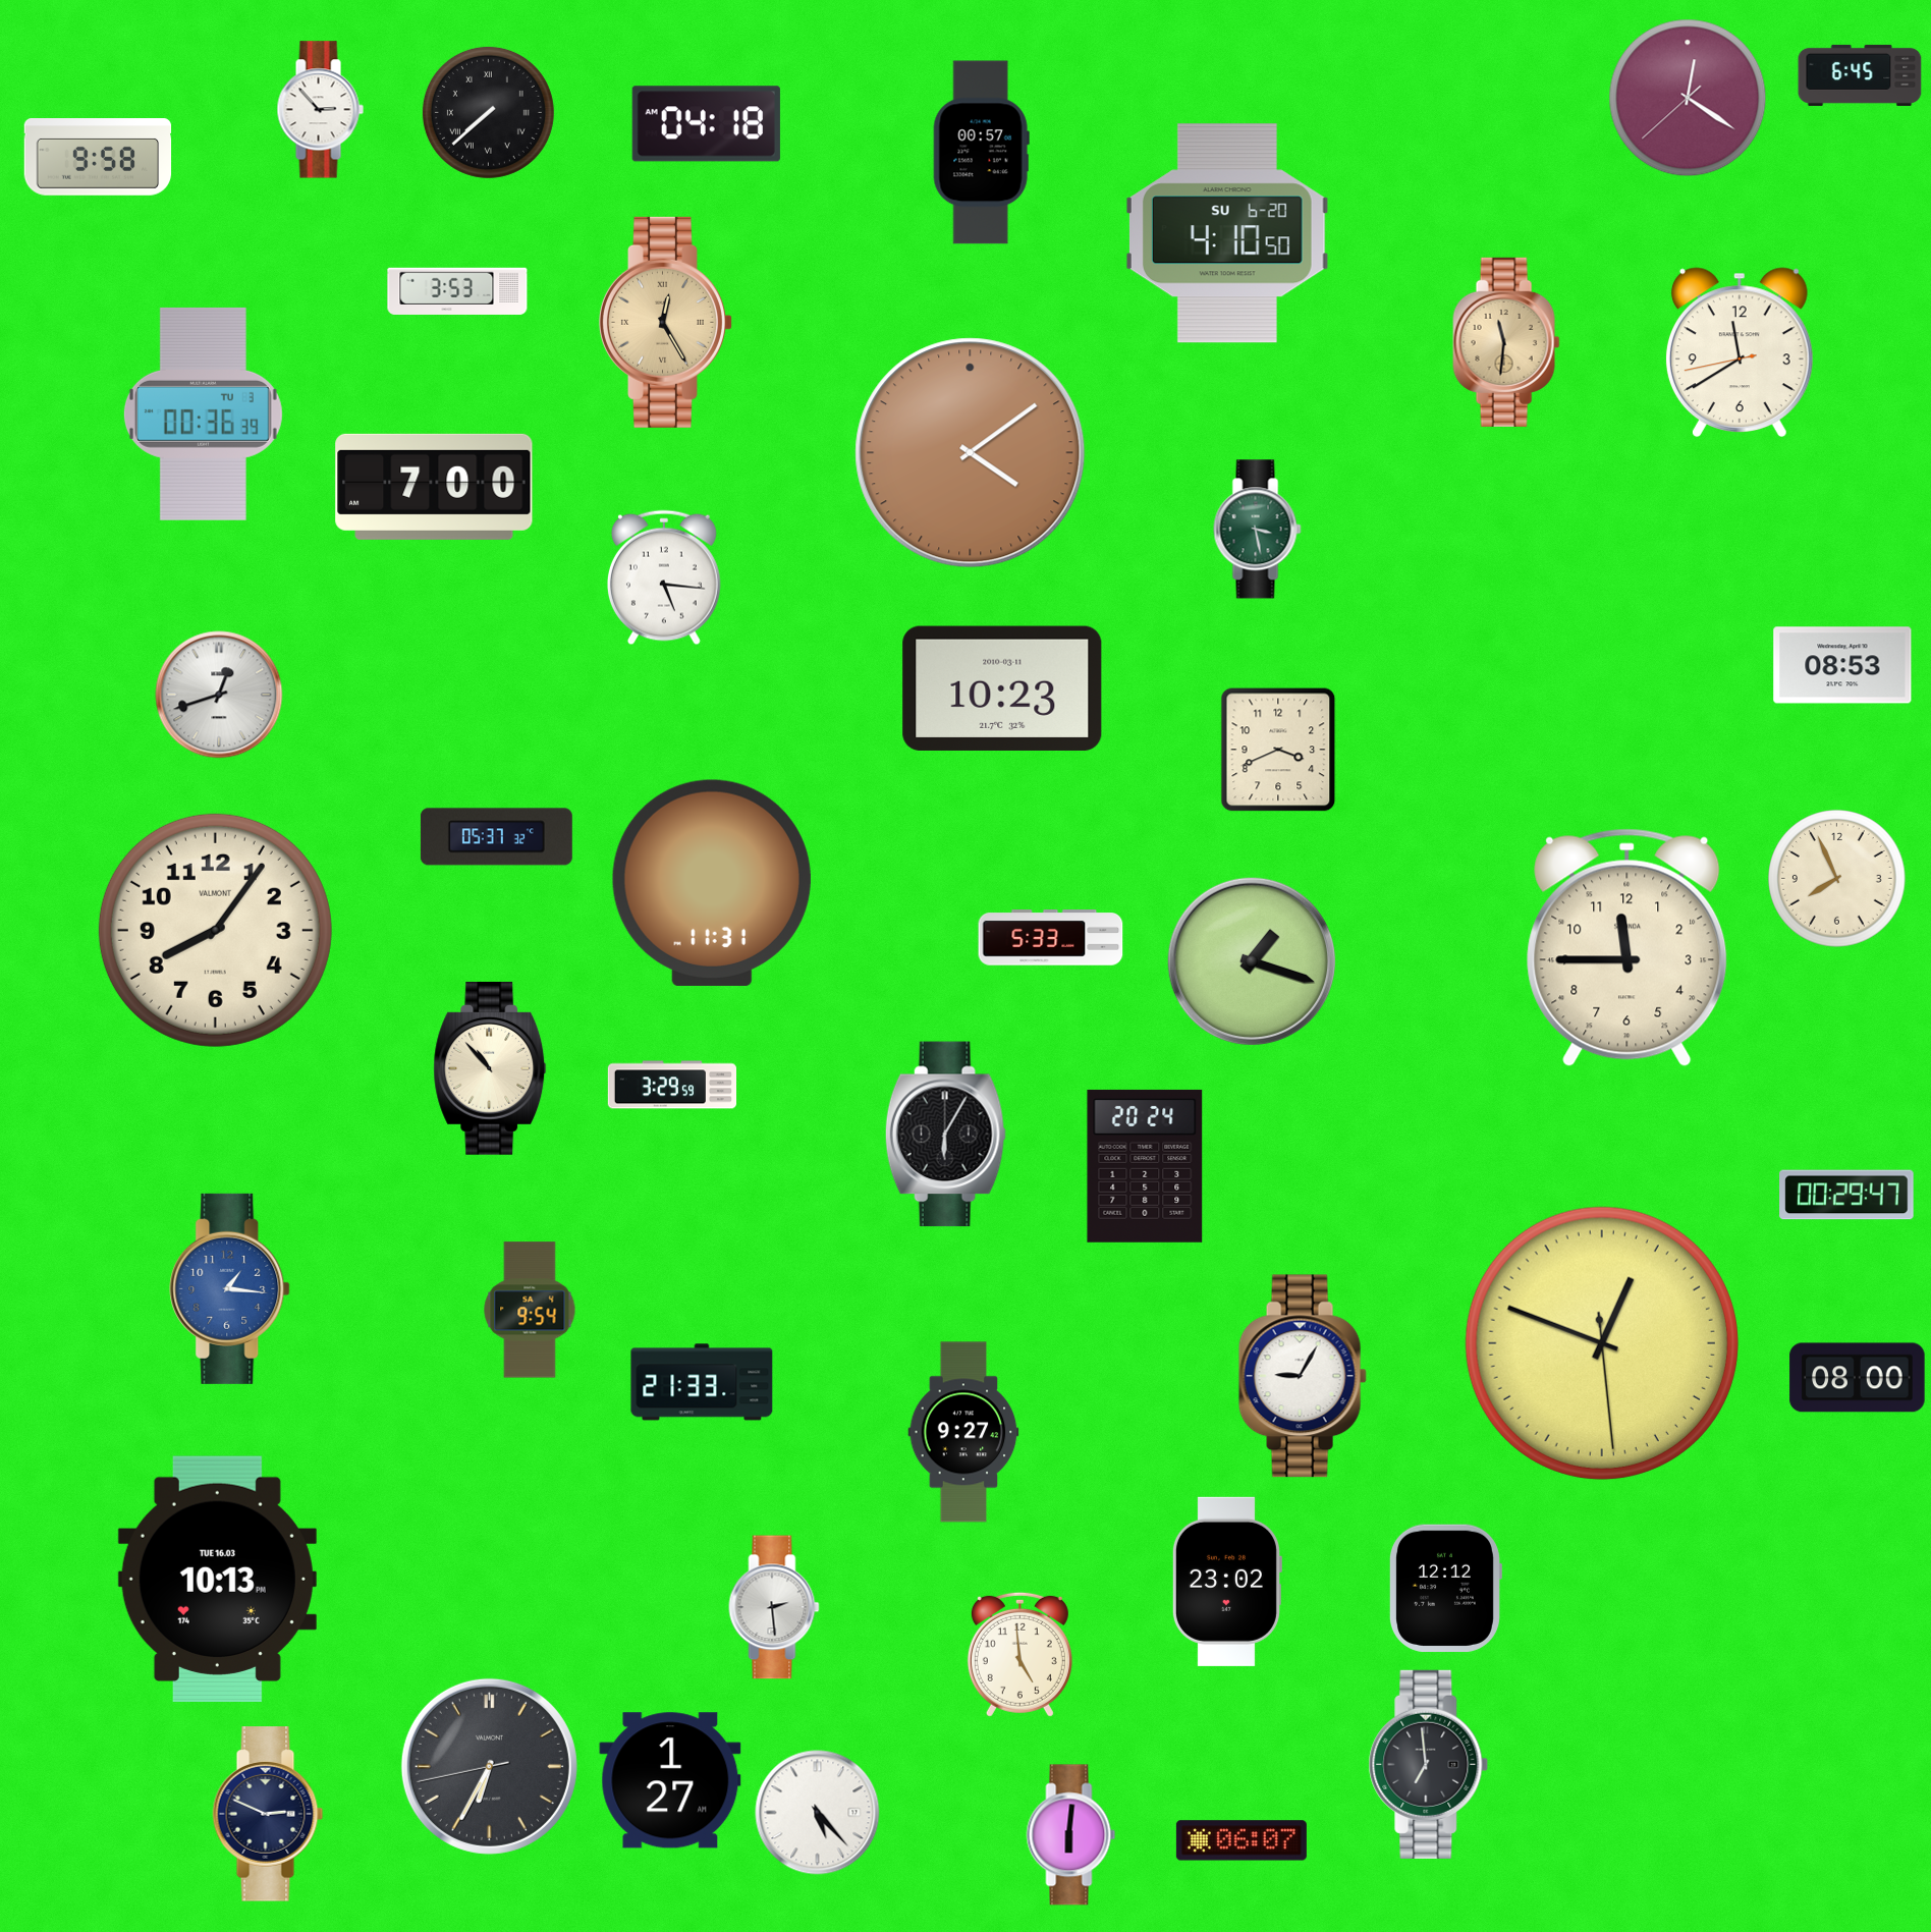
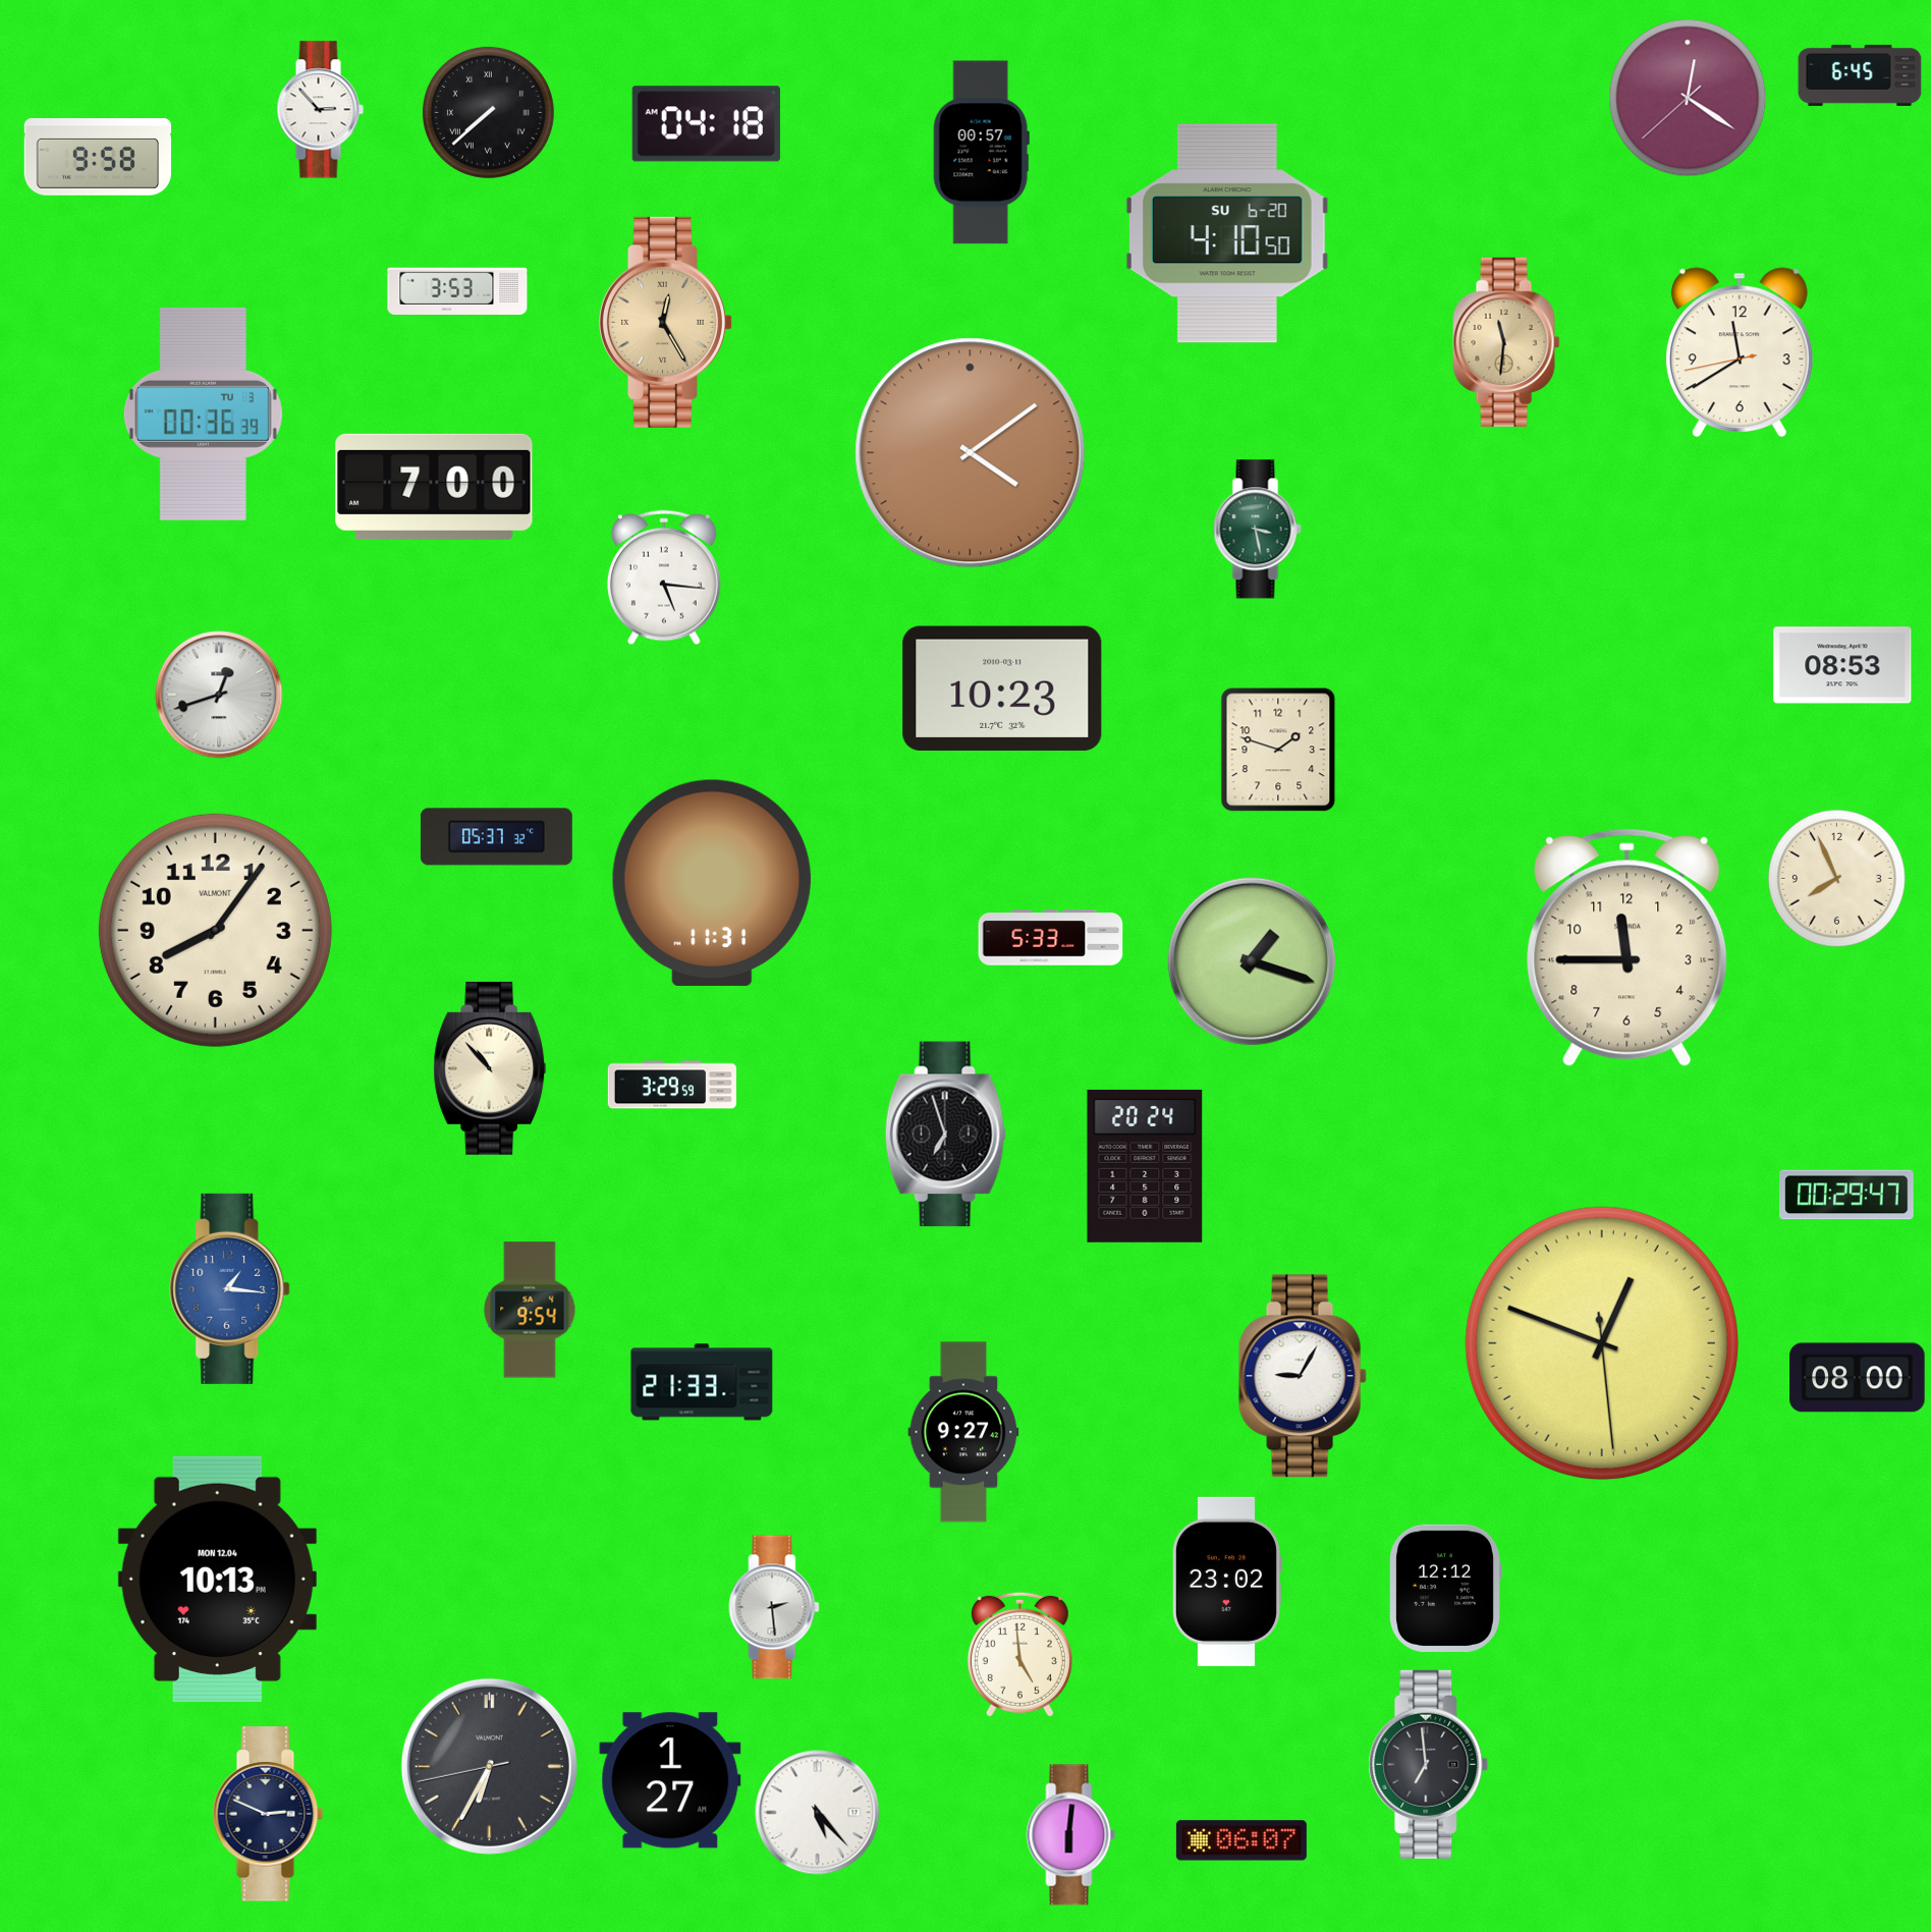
clock at (1278, 750): 3:41 -> 1:48
clock at (945, 1135): 6:05 -> 6:57
clock at (217, 1579) date: TUE 16.03 -> MON 12.04
